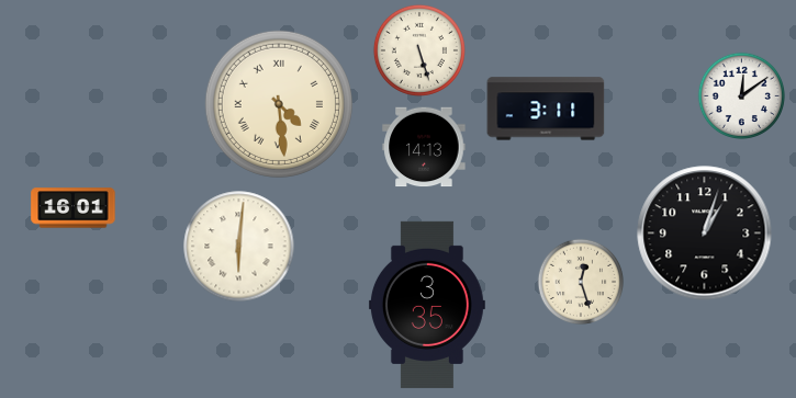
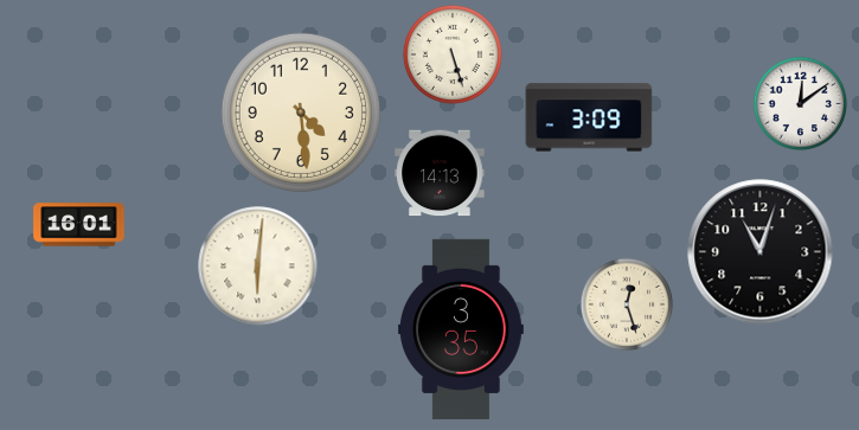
clock at (279, 104) numerals: Roman -> Arabic
clock at (546, 109): 3:11 -> 3:09
clock at (424, 147) position: (424, 147) -> (440, 173)
clock at (705, 234): 1:03 -> 11:03
